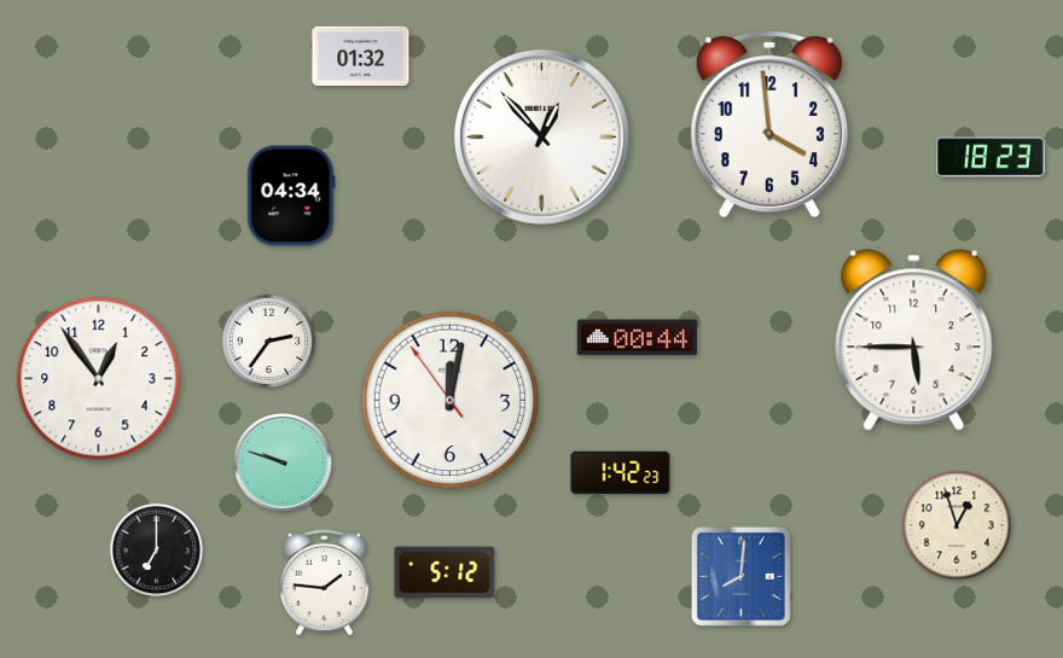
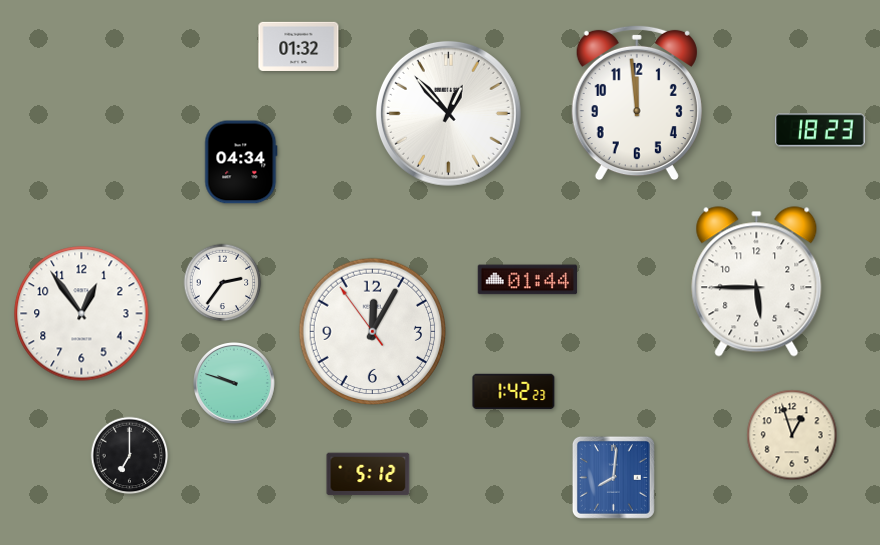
clock at (769, 124): 3:59 -> 11:59
clock at (638, 338): 00:44 -> 01:44
clock at (451, 401): 12:01 -> 12:04
clock at (324, 583): 1:46 -> none
